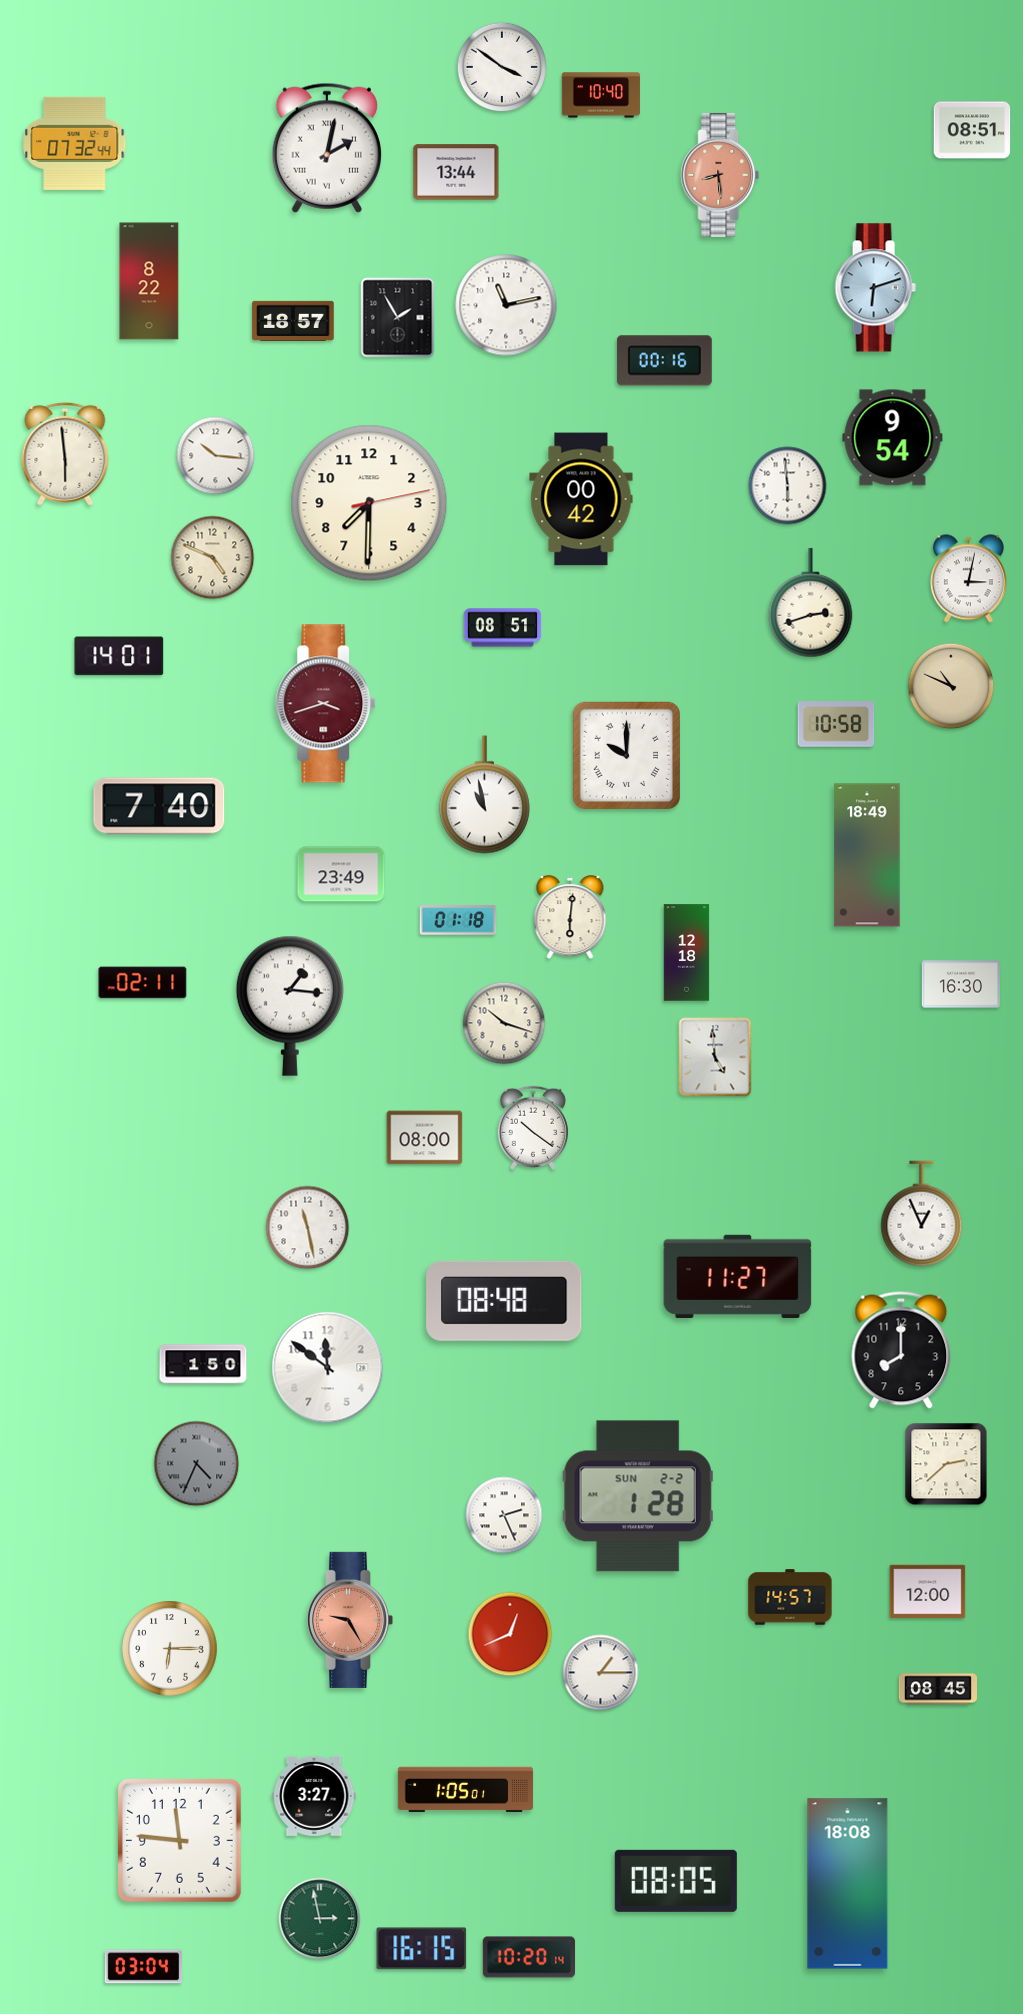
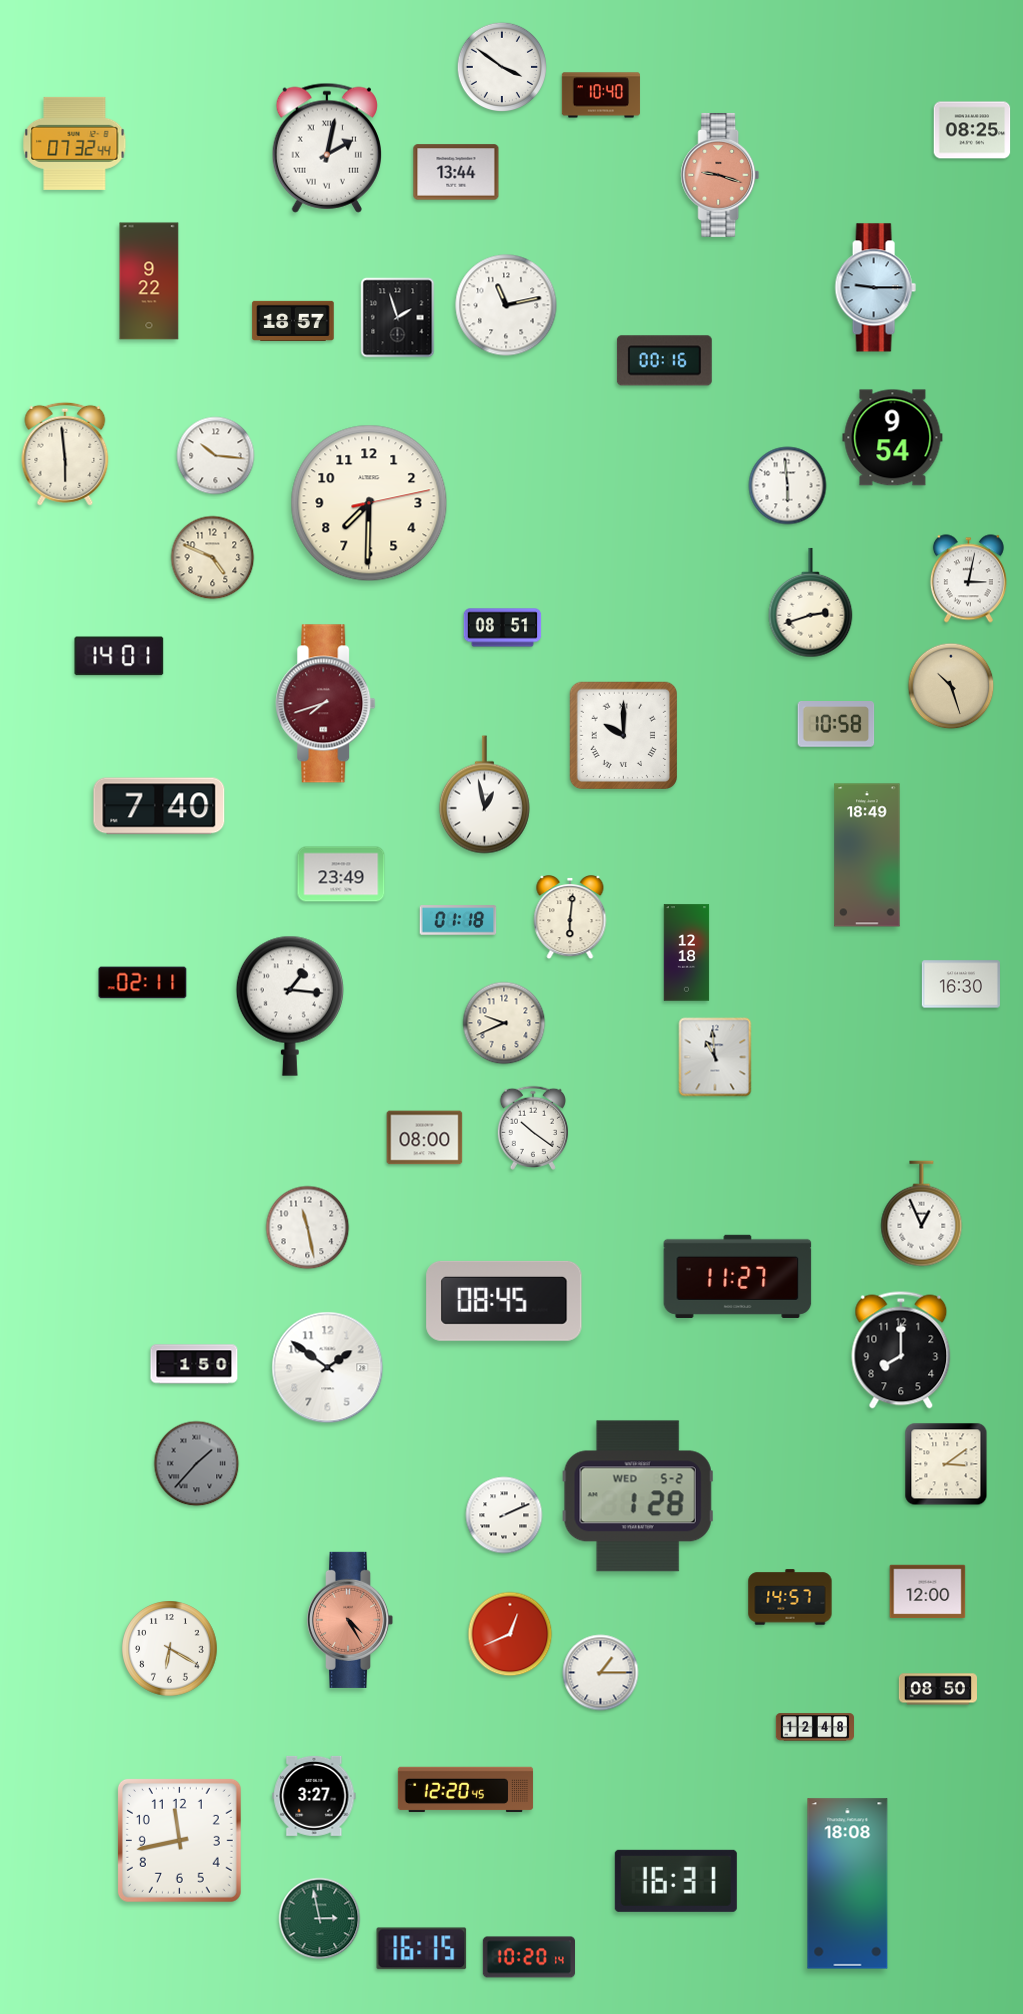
clock at (972, 130): 08:51 -> 08:25
clock at (720, 175): 8:29 -> 9:18
clock at (149, 281): 8:22 -> 9:22
clock at (875, 288): 6:12 -> 9:15
clock at (398, 318): 1:55 -> 1:57
clock at (581, 499): 00:42 -> none
clock at (951, 686): 10:49 -> 10:27
clock at (326, 704): 3:42 -> 7:42
clock at (626, 755) position: (626, 755) -> (623, 735)
clock at (484, 795): 10:58 -> 12:58
clock at (504, 1023): 10:18 -> 9:41
clock at (715, 1057): 4:59 -> 10:59
clock at (504, 1301): 08:48 -> 08:45
clock at (203, 1364) position: (203, 1364) -> (194, 1364)
clock at (328, 1368): 11:51 -> 1:51
clock at (197, 1464): 4:34 -> 1:37
clock at (946, 1464): 2:38 -> 3:09
clock at (638, 1496) date: SUN 2-2 -> WED 5-2
clock at (504, 1515): 2:26 -> 2:11
clock at (350, 1620): 9:25 -> 4:25
clock at (170, 1649): 6:15 -> 6:20
clock at (937, 1689): 08:45 -> 08:50
clock at (814, 1727): none -> 12:48
clock at (466, 1790): 1:05 -> 12:20
clock at (179, 1840): 11:46 -> 11:43
clock at (676, 1881): 08:05 -> 16:31
clock at (144, 1967): 03:04 -> none
